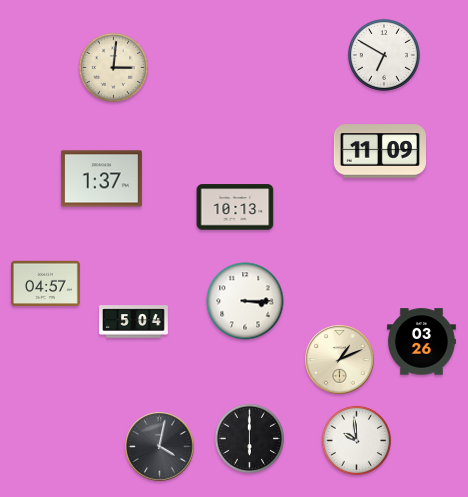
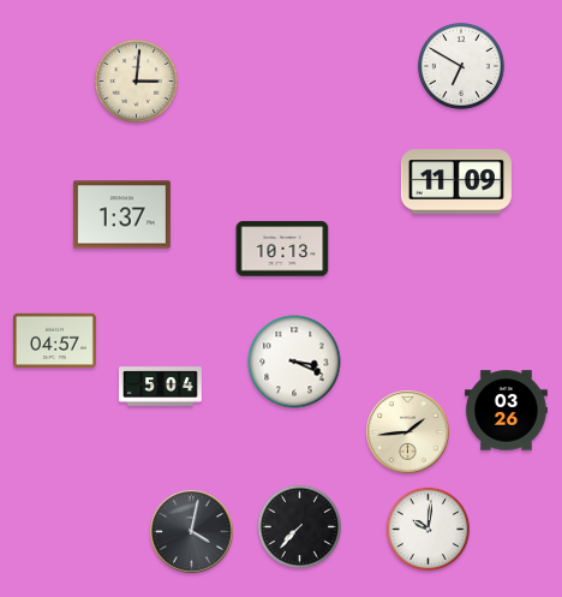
clock at (245, 301): 3:15 -> 3:19
clock at (340, 360): 1:11 -> 1:44
clock at (250, 439): 6:00 -> 7:37
clock at (357, 441): 9:59 -> 10:01
clock at (160, 447) position: (160, 447) -> (192, 532)
